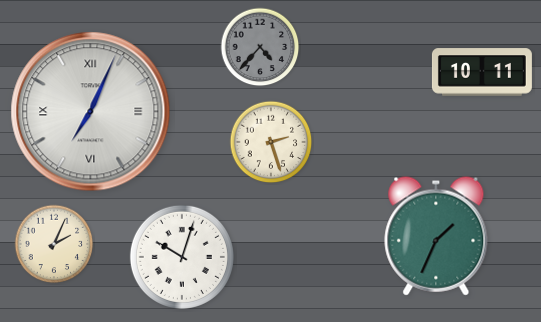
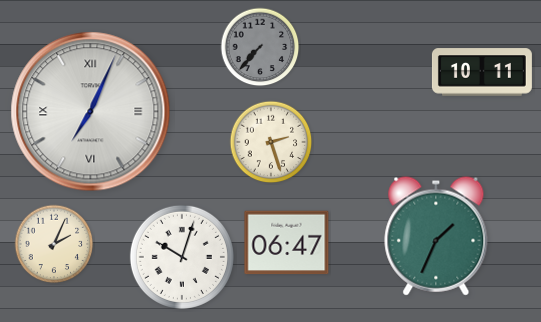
clock at (260, 47): 4:37 -> 7:37
clock at (287, 243): none -> 06:47
